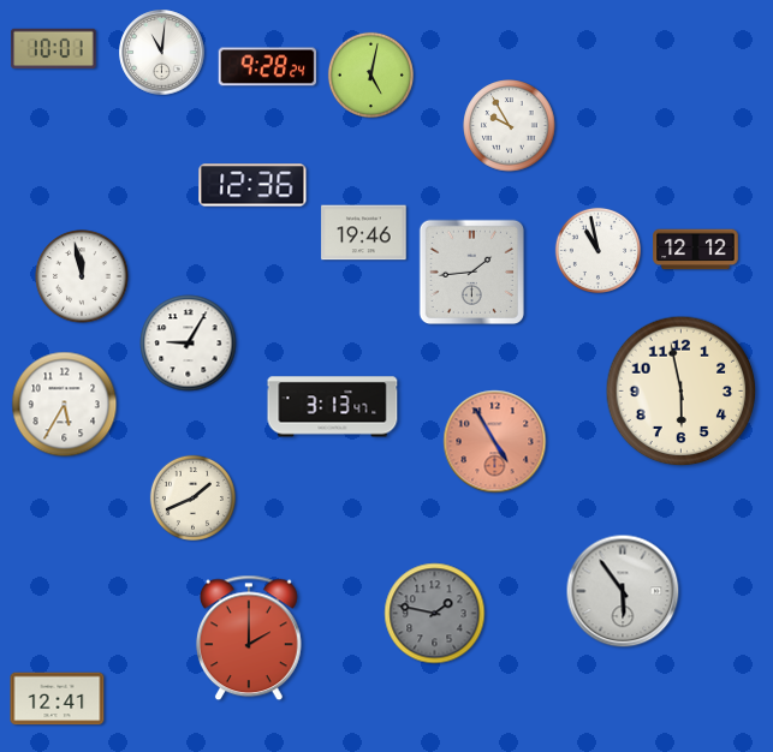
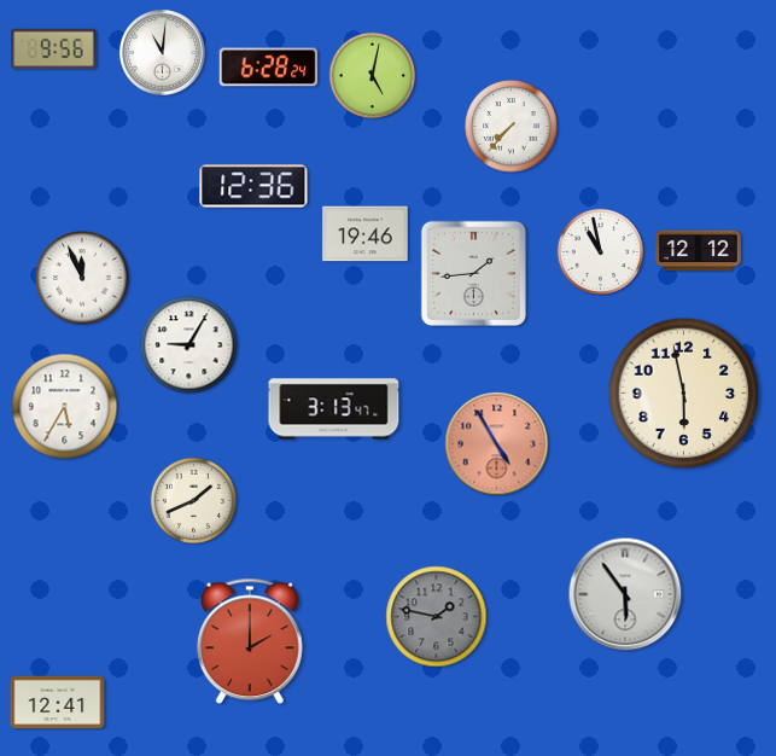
clock at (54, 49): 10:01 -> 9:56
clock at (268, 67): 9:28 -> 6:28
clock at (510, 126): 9:55 -> 7:37
clock at (82, 276): 11:58 -> 11:56
